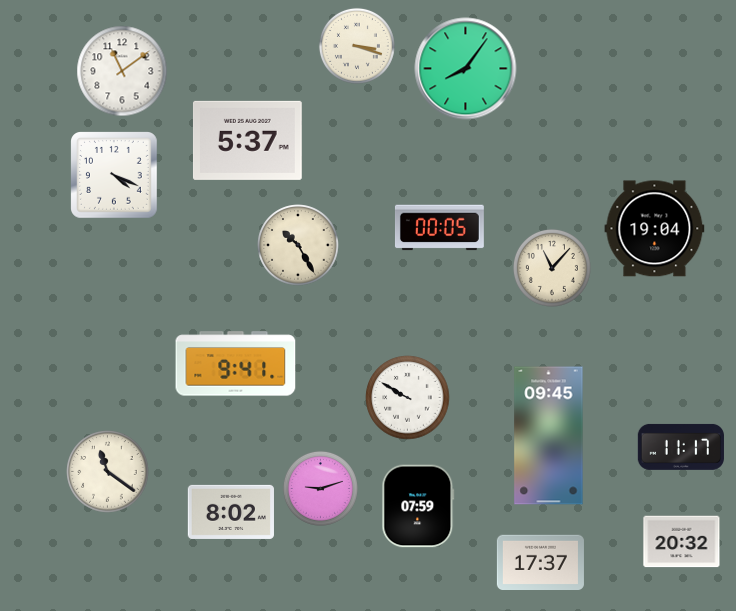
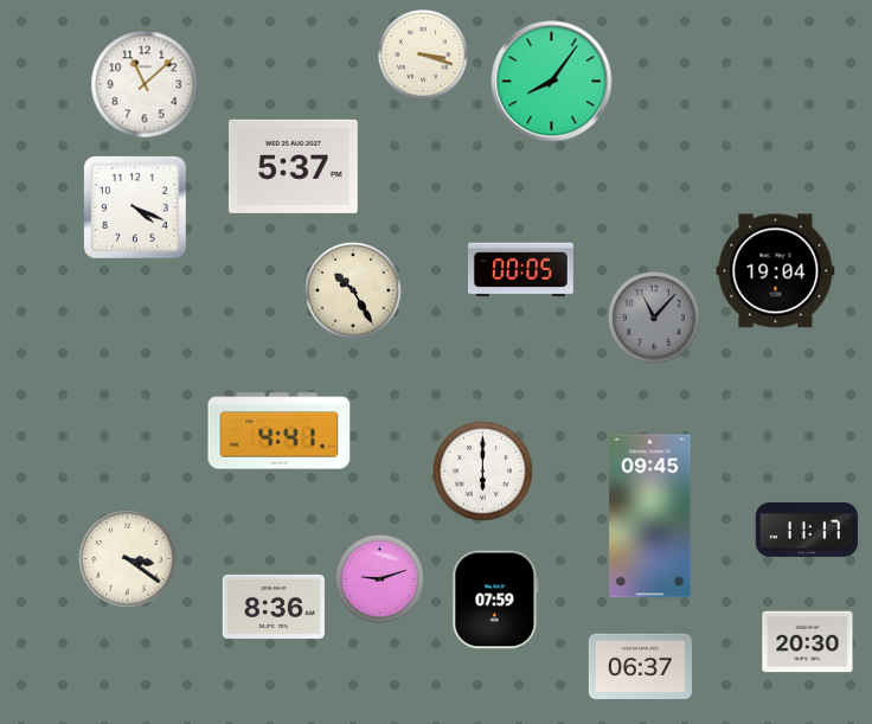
clock at (122, 71): 11:09 -> 11:08
clock at (552, 268) dial: cream -> grey
clock at (236, 364): 9:41 -> 4:41
clock at (408, 398): 9:50 -> 6:00
clock at (108, 472): 11:21 -> 3:21
clock at (231, 512): 8:02 -> 8:36
clock at (682, 542): 20:32 -> 20:30
clock at (540, 562): 17:37 -> 06:37
